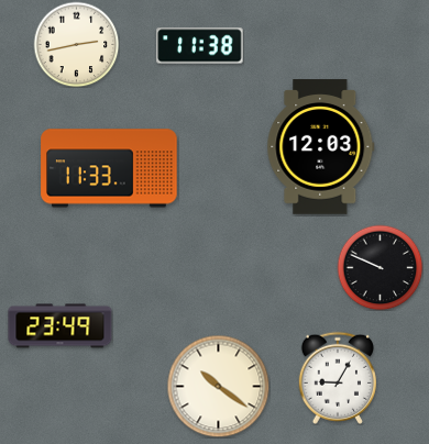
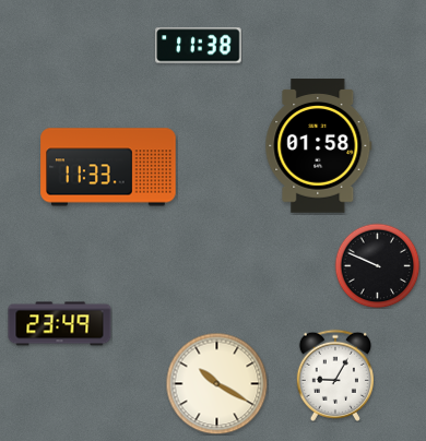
clock at (76, 44): 2:43 -> none
clock at (321, 147): 12:03 -> 01:58
clock at (218, 386): 10:21 -> 10:20
